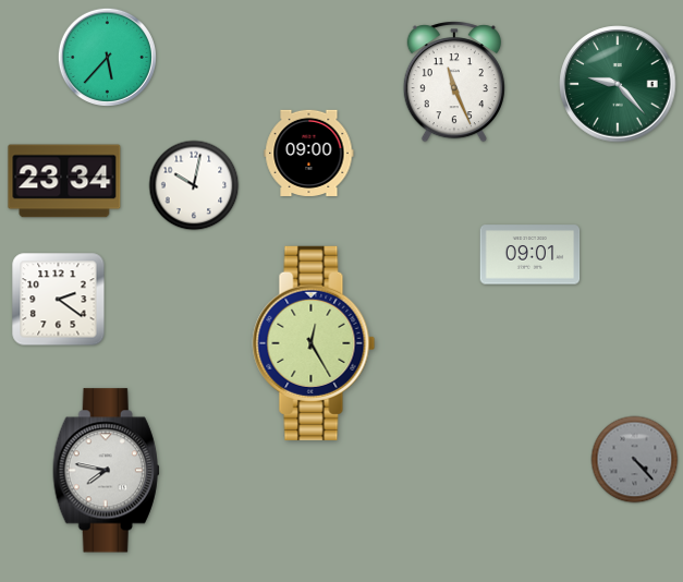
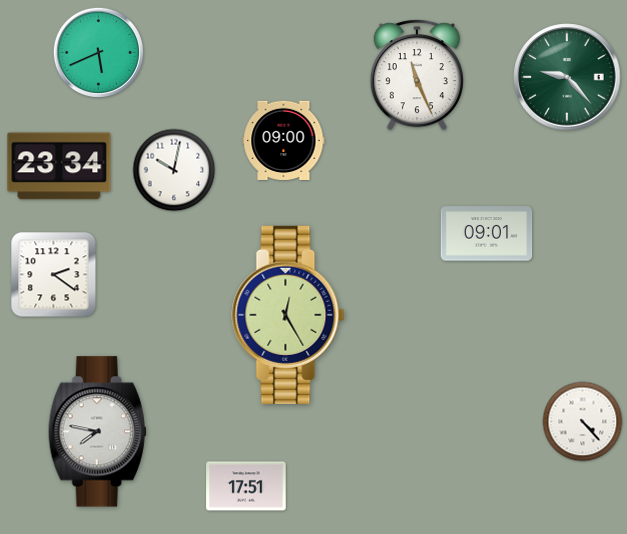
clock at (107, 57): 5:37 -> 5:41
clock at (194, 185) position: (194, 185) -> (174, 170)
clock at (635, 460) dial: grey -> white
clock at (246, 486): none -> 17:51
